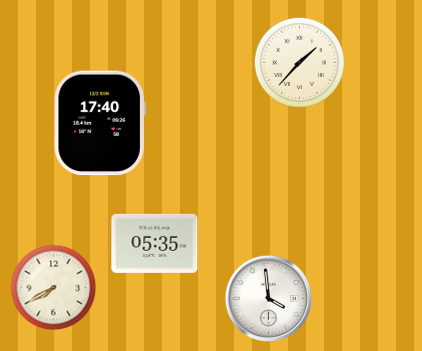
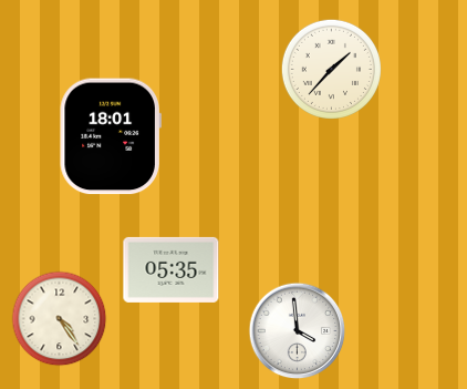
clock at (100, 123): 17:40 -> 18:01
clock at (54, 288): 7:40 -> 4:24
